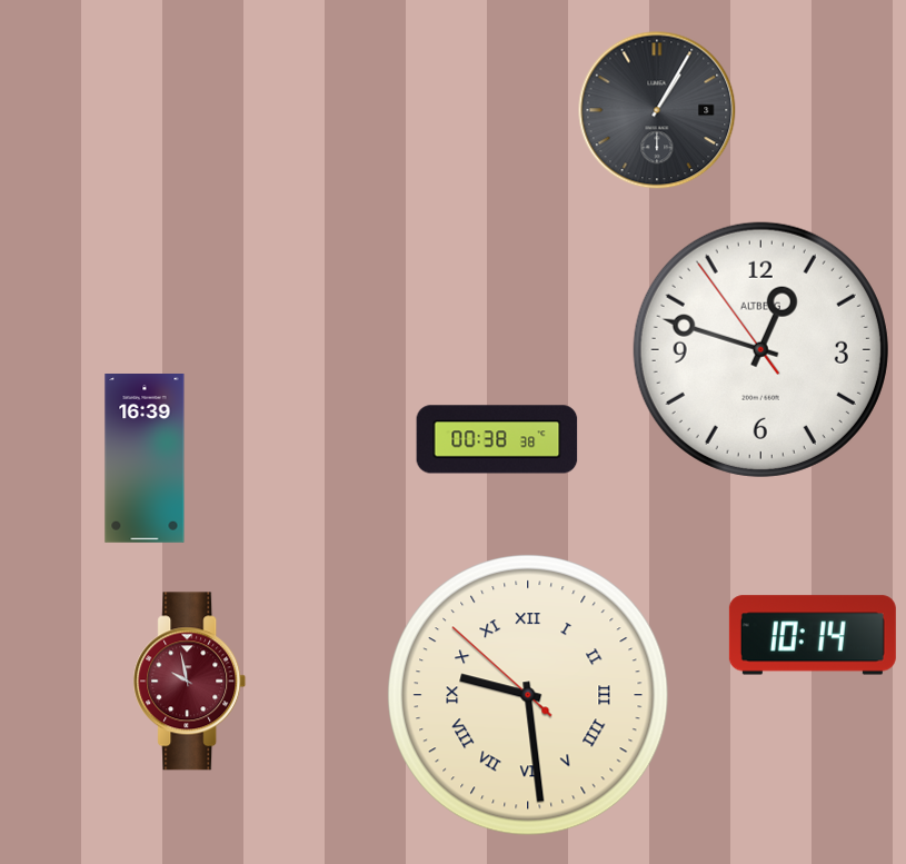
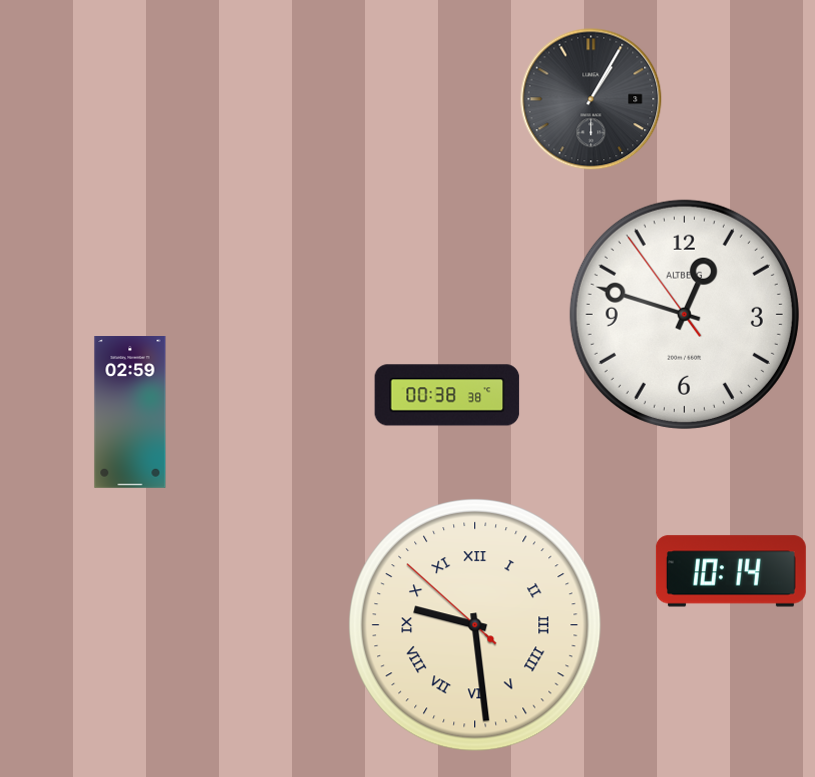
clock at (145, 459): 16:39 -> 02:59
clock at (190, 682): 9:58 -> none
